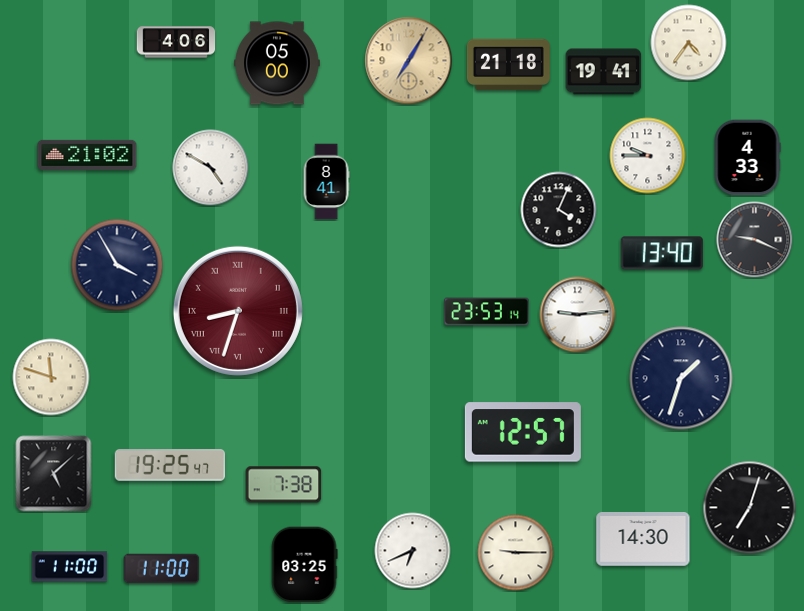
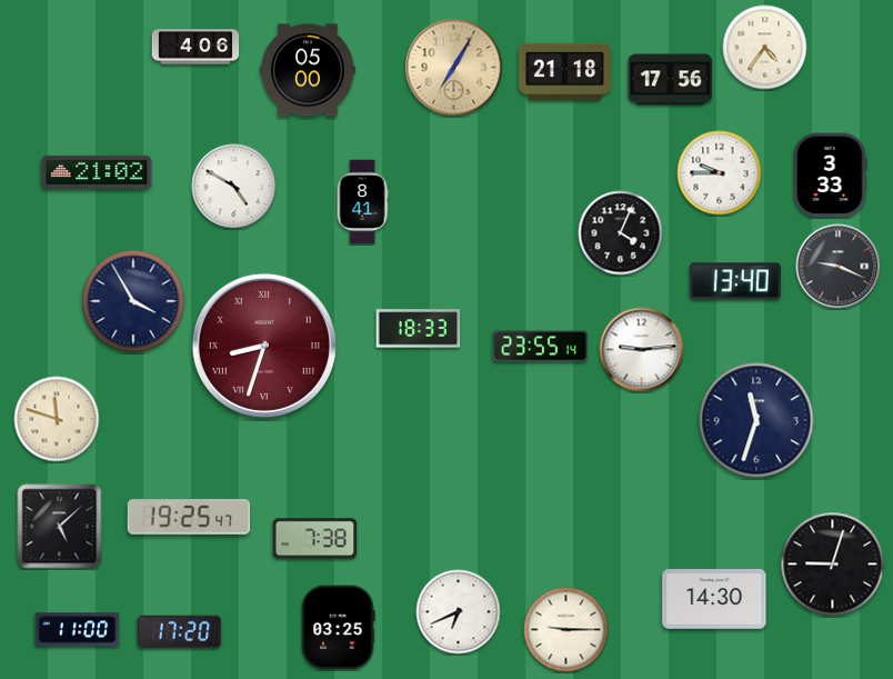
clock at (604, 72): 19:41 -> 17:56
clock at (747, 158): 4:33 -> 3:33
clock at (117, 265) position: (117, 265) -> (133, 301)
clock at (419, 329): none -> 18:33
clock at (487, 312): 23:53 -> 23:55
clock at (681, 378): 1:33 -> 11:33
clock at (523, 432): 12:57 -> none
clock at (750, 508): 7:03 -> 9:03
clock at (516, 553) position: (516, 553) -> (566, 630)
clock at (162, 569): 11:00 -> 17:20
